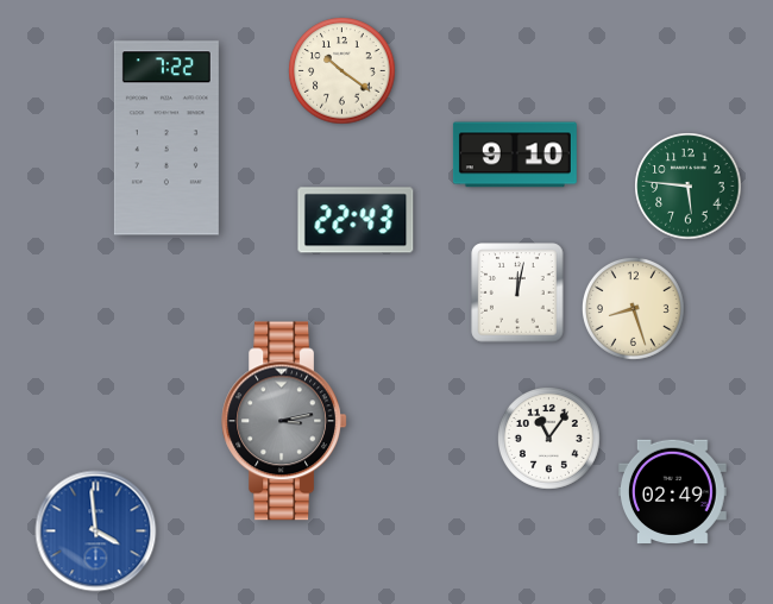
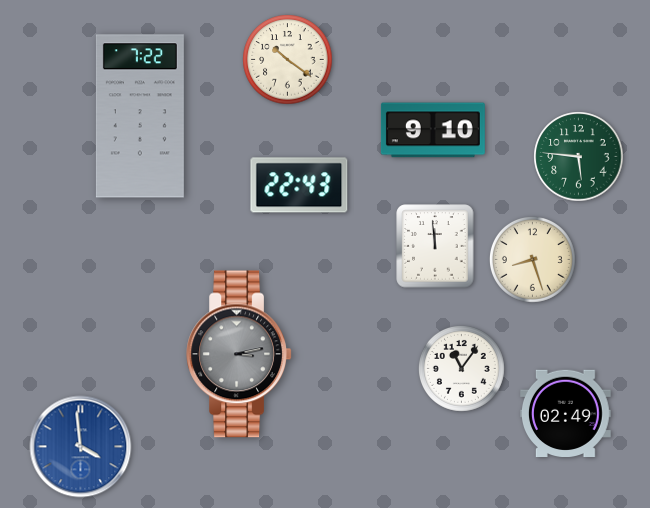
clock at (517, 292): 12:02 -> 11:59
